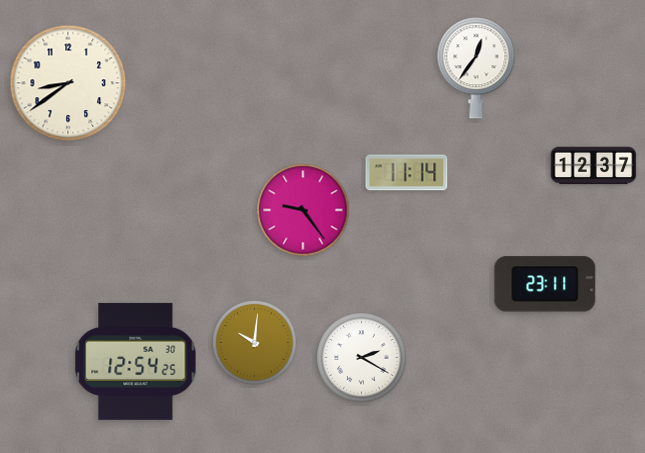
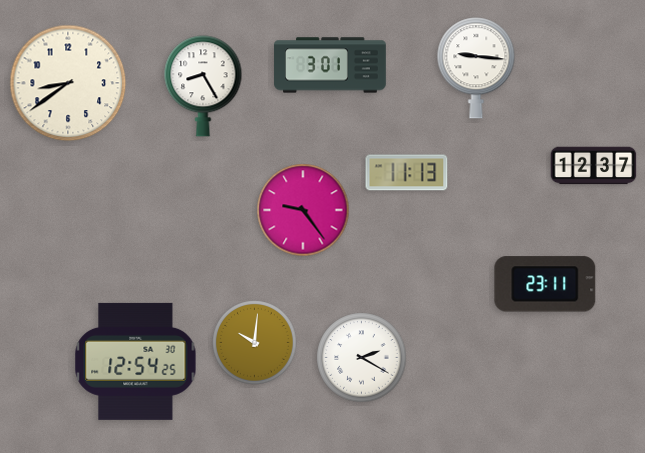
clock at (330, 65): none -> 3:01
clock at (476, 68): 12:36 -> 9:16
clock at (203, 86): none -> 8:25
clock at (407, 173): 11:14 -> 11:13
